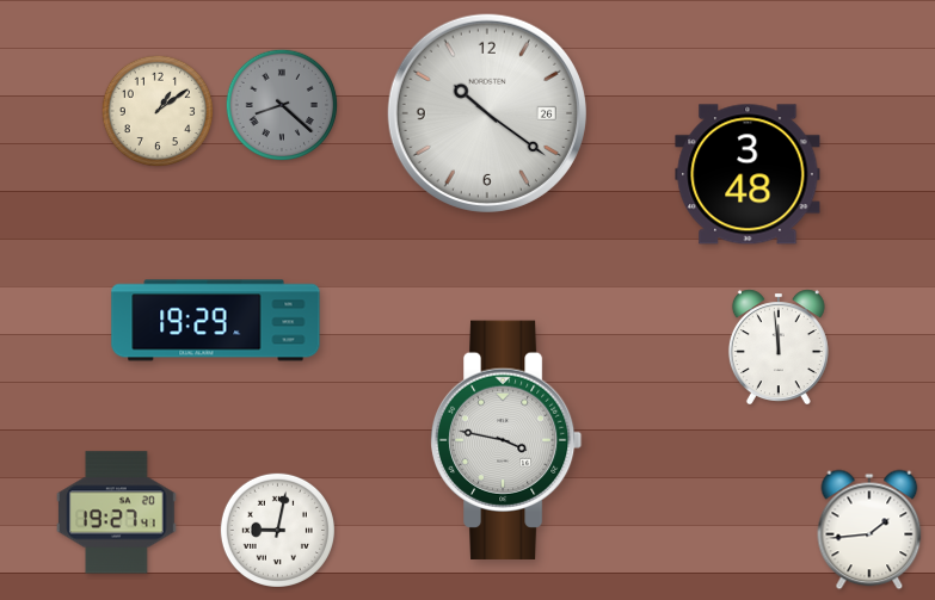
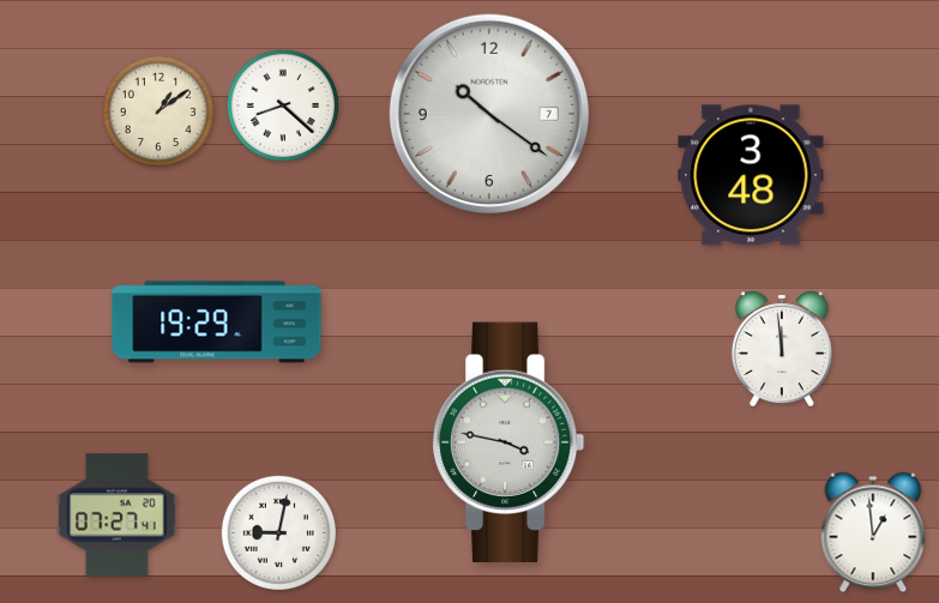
clock at (282, 105) dial: grey -> white
clock at (487, 113) date: 26 -> 7
clock at (117, 513): 19:27 -> 07:27
clock at (869, 530): 1:44 -> 12:59
